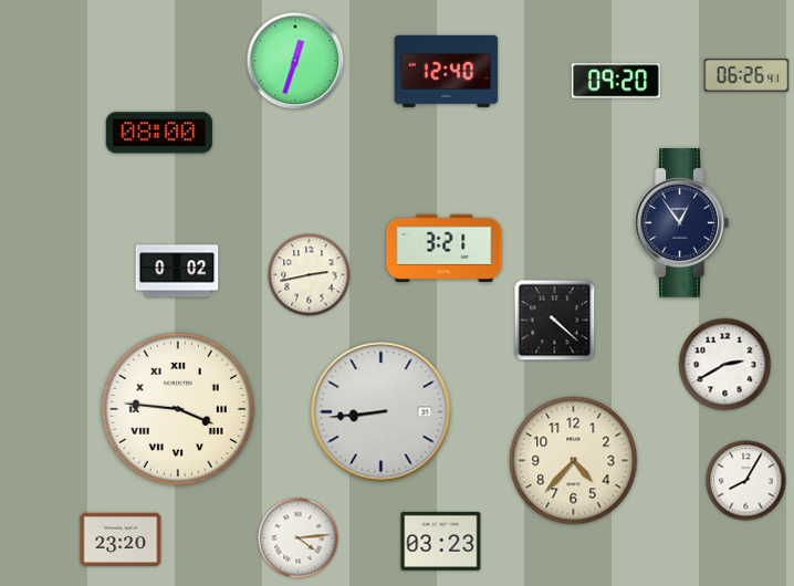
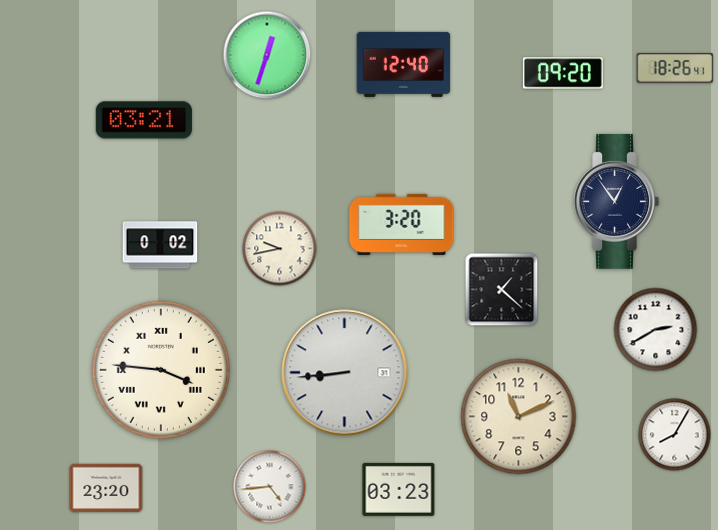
clock at (746, 75): 06:26 -> 18:26
clock at (616, 81) position: (616, 81) -> (563, 73)
clock at (159, 133): 08:00 -> 03:21
clock at (445, 248): 3:21 -> 3:20
clock at (310, 275): 2:43 -> 9:43
clock at (555, 321): 4:22 -> 1:22
clock at (574, 461): 4:37 -> 11:11
clock at (299, 538): 4:14 -> 4:44
clock at (121, 540) position: (121, 540) -> (106, 488)
